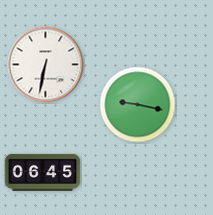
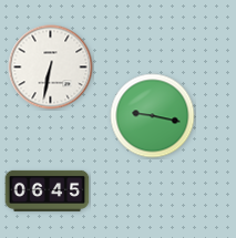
clock at (46, 65) position: (46, 65) -> (51, 68)
